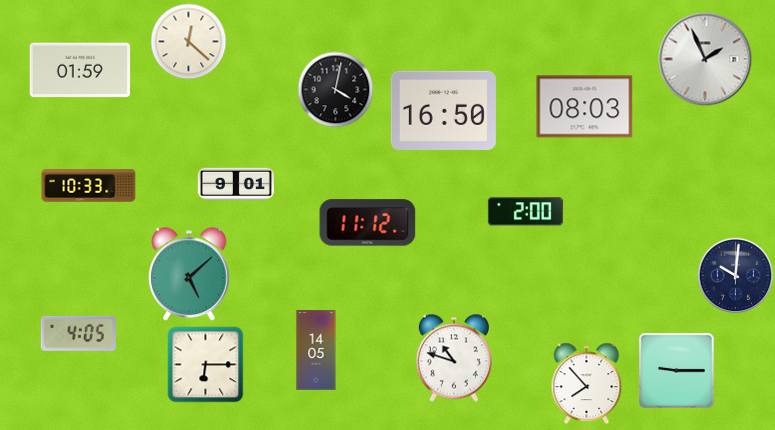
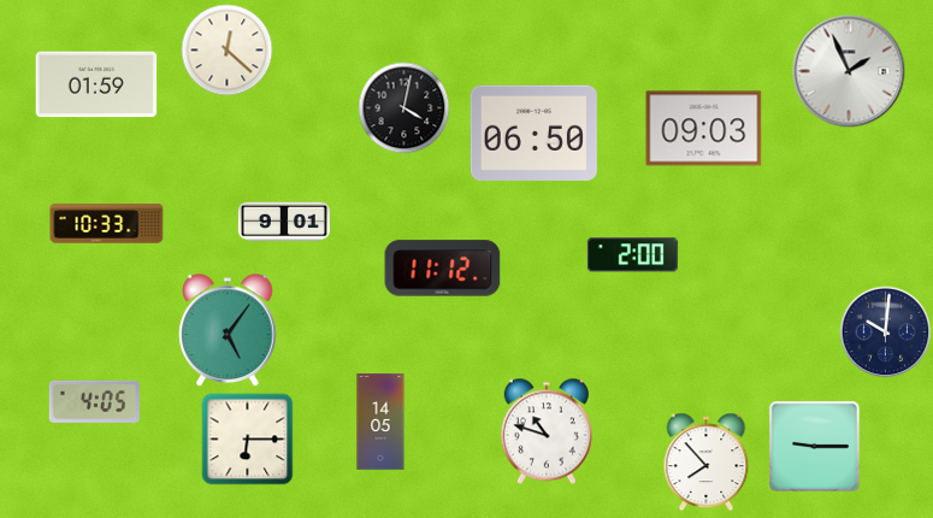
clock at (585, 107): 08:03 -> 09:03
clock at (443, 110): 16:50 -> 06:50
clock at (189, 275): 5:08 -> 5:06
